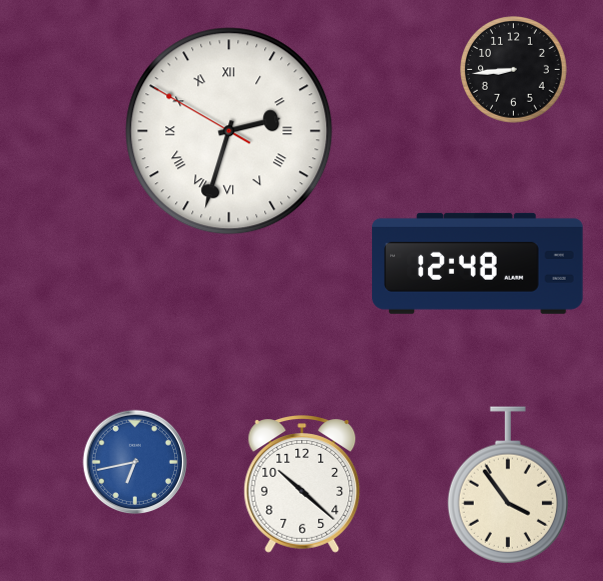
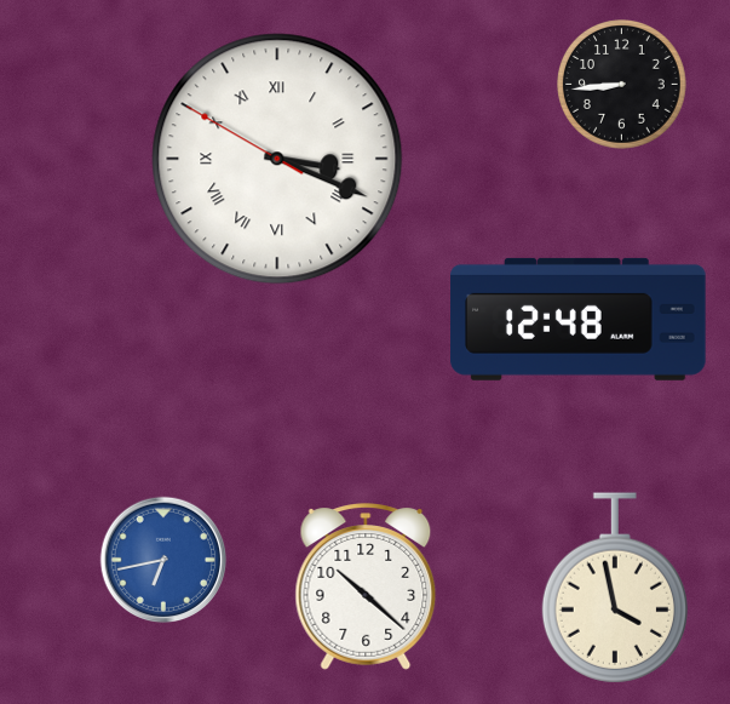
clock at (229, 131): 2:32 -> 3:18
clock at (508, 485): 3:54 -> 3:58
